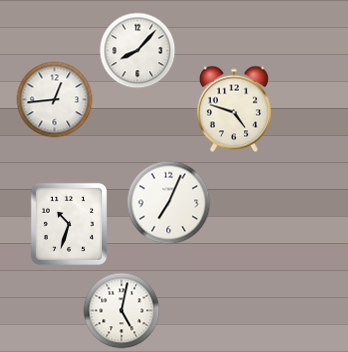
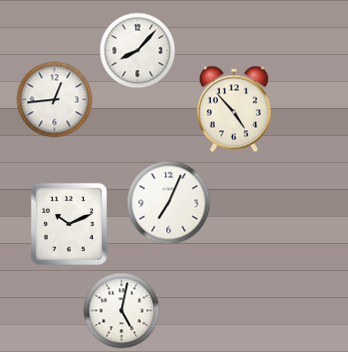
clock at (234, 109): 4:48 -> 4:53
clock at (69, 224): 10:33 -> 10:11
